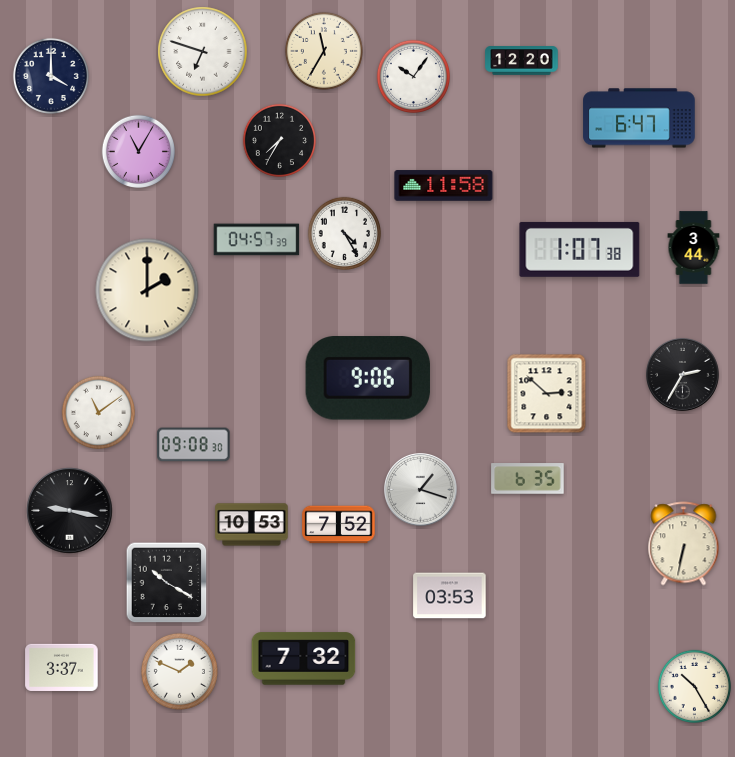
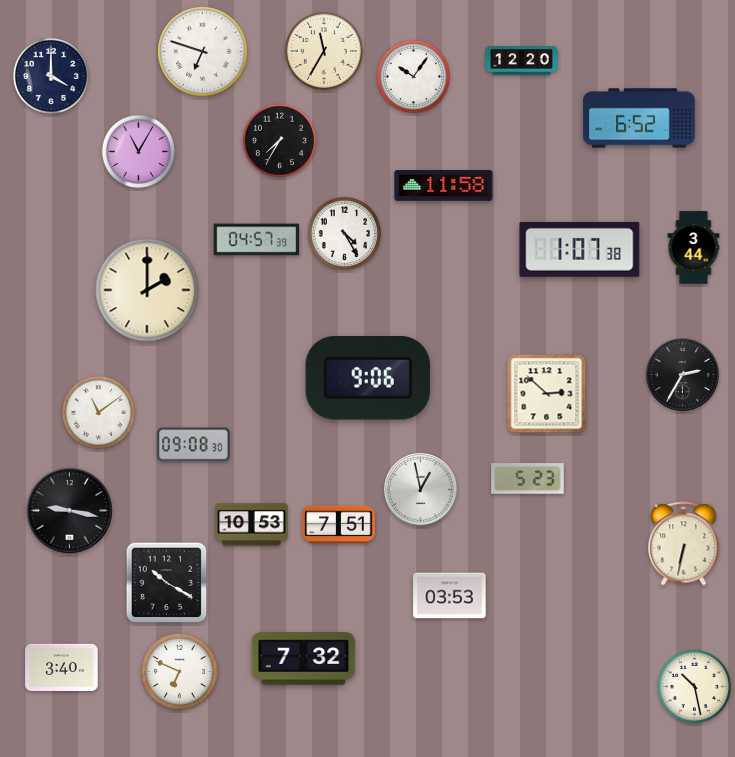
clock at (639, 118): 6:47 -> 6:52
clock at (528, 479): 6:35 -> 5:23
clock at (421, 490): 1:18 -> 12:58
clock at (339, 525): 7:52 -> 7:51
clock at (62, 667): 3:37 -> 3:40
clock at (179, 671): 1:49 -> 6:49
clock at (694, 686): 10:25 -> 10:28
